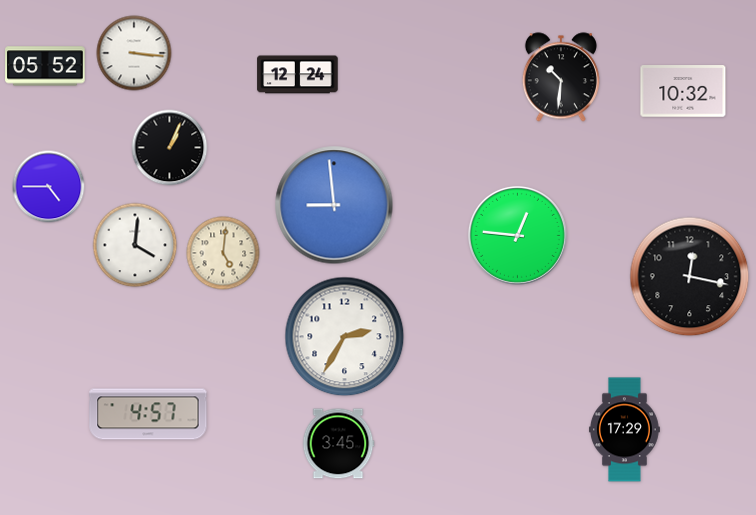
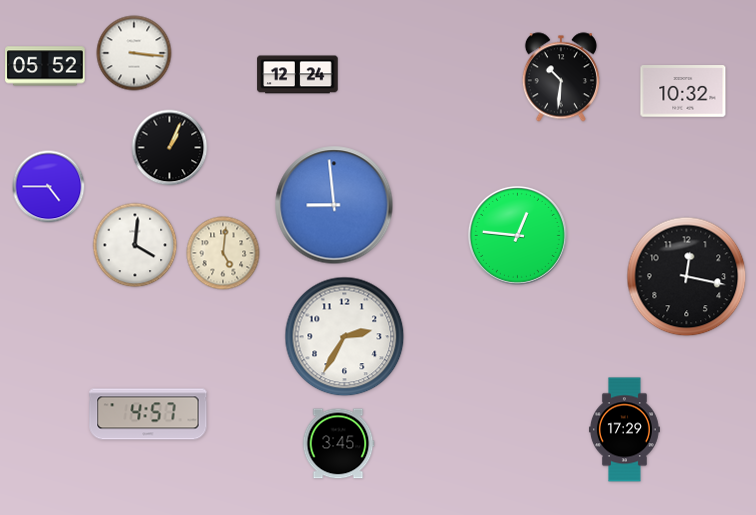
clock at (690, 277) position: (690, 277) -> (687, 277)
